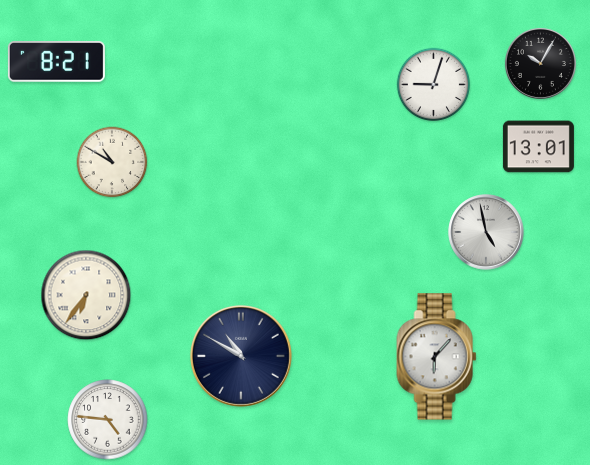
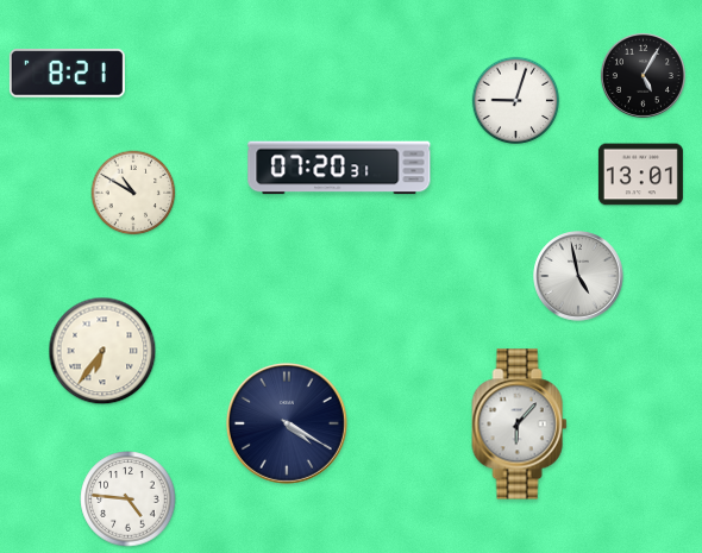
clock at (540, 63): 10:05 -> 5:05
clock at (339, 168): none -> 07:20
clock at (241, 356): 10:50 -> 4:20
